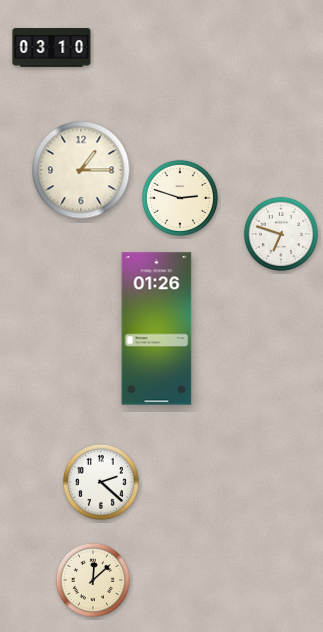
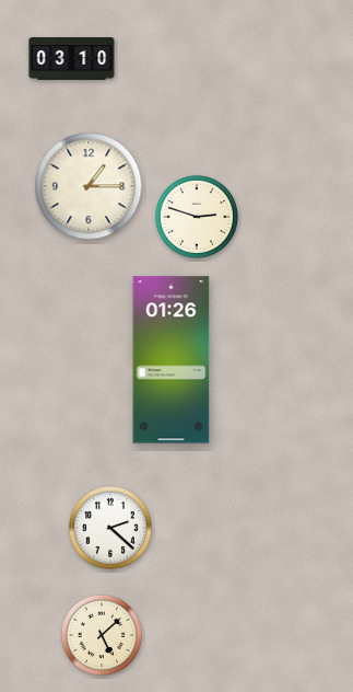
clock at (52, 48) position: (52, 48) -> (72, 59)
clock at (281, 234): 6:48 -> none
clock at (93, 580): 12:08 -> 5:08
